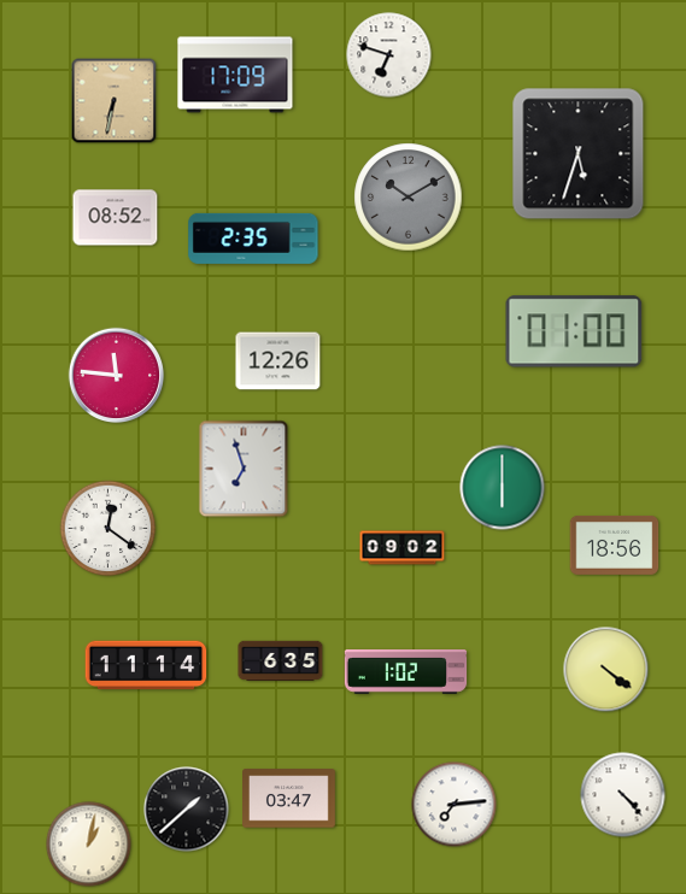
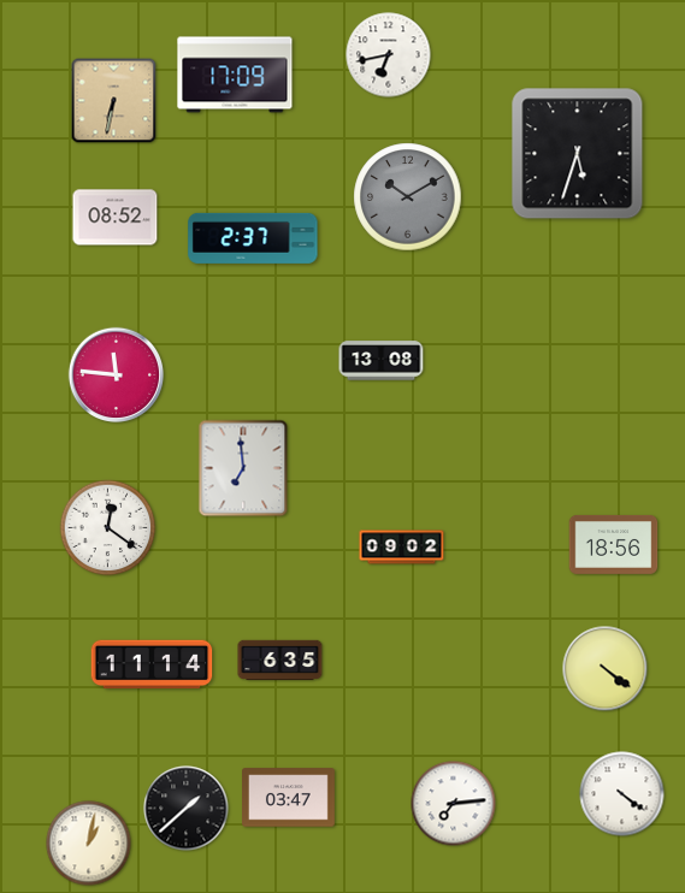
clock at (389, 55): 6:48 -> 6:43
clock at (253, 239): 2:35 -> 2:37
clock at (574, 331): 01:00 -> none
clock at (278, 361): 12:26 -> none
clock at (382, 361): none -> 13:08
clock at (244, 469): 6:57 -> 6:59
clock at (503, 488): 6:00 -> none
clock at (146, 665) position: (146, 665) -> (152, 664)
clock at (406, 672): 1:02 -> none
clock at (623, 795): 4:23 -> 4:21
